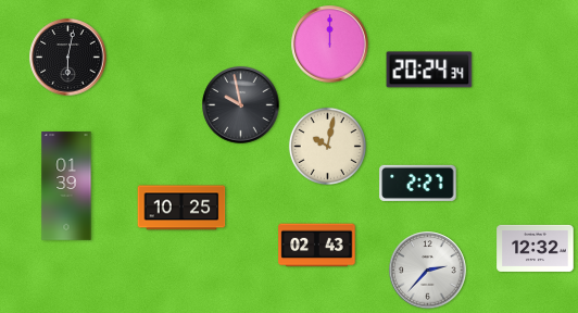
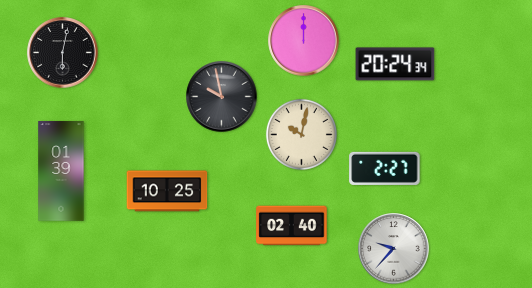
clock at (317, 246): 02:43 -> 02:40
clock at (536, 248): 12:32 -> none
clock at (428, 271): 2:37 -> 9:37
